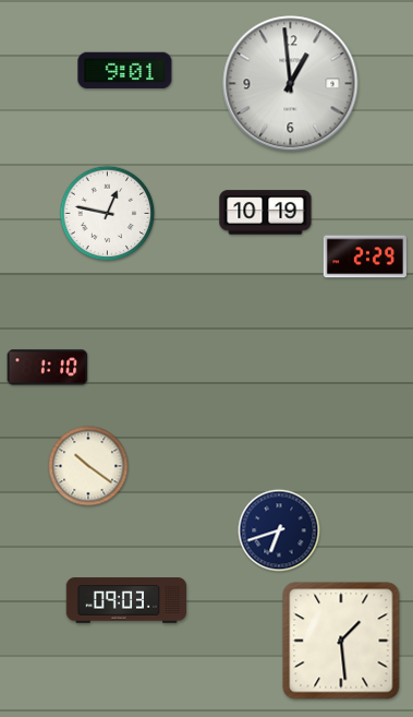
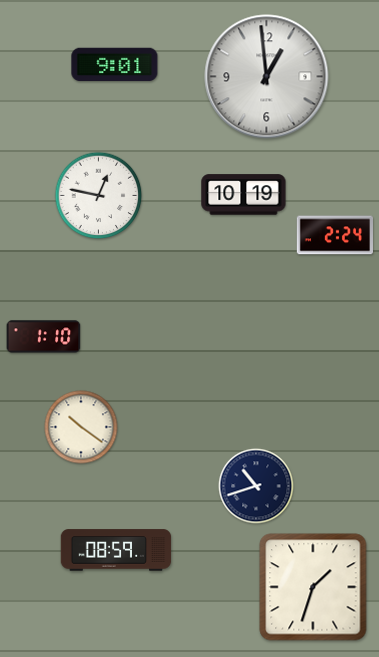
clock at (364, 256): 2:29 -> 2:24
clock at (279, 530): 6:42 -> 10:42
clock at (126, 600): 09:03 -> 08:59
clock at (341, 641): 1:29 -> 1:33
